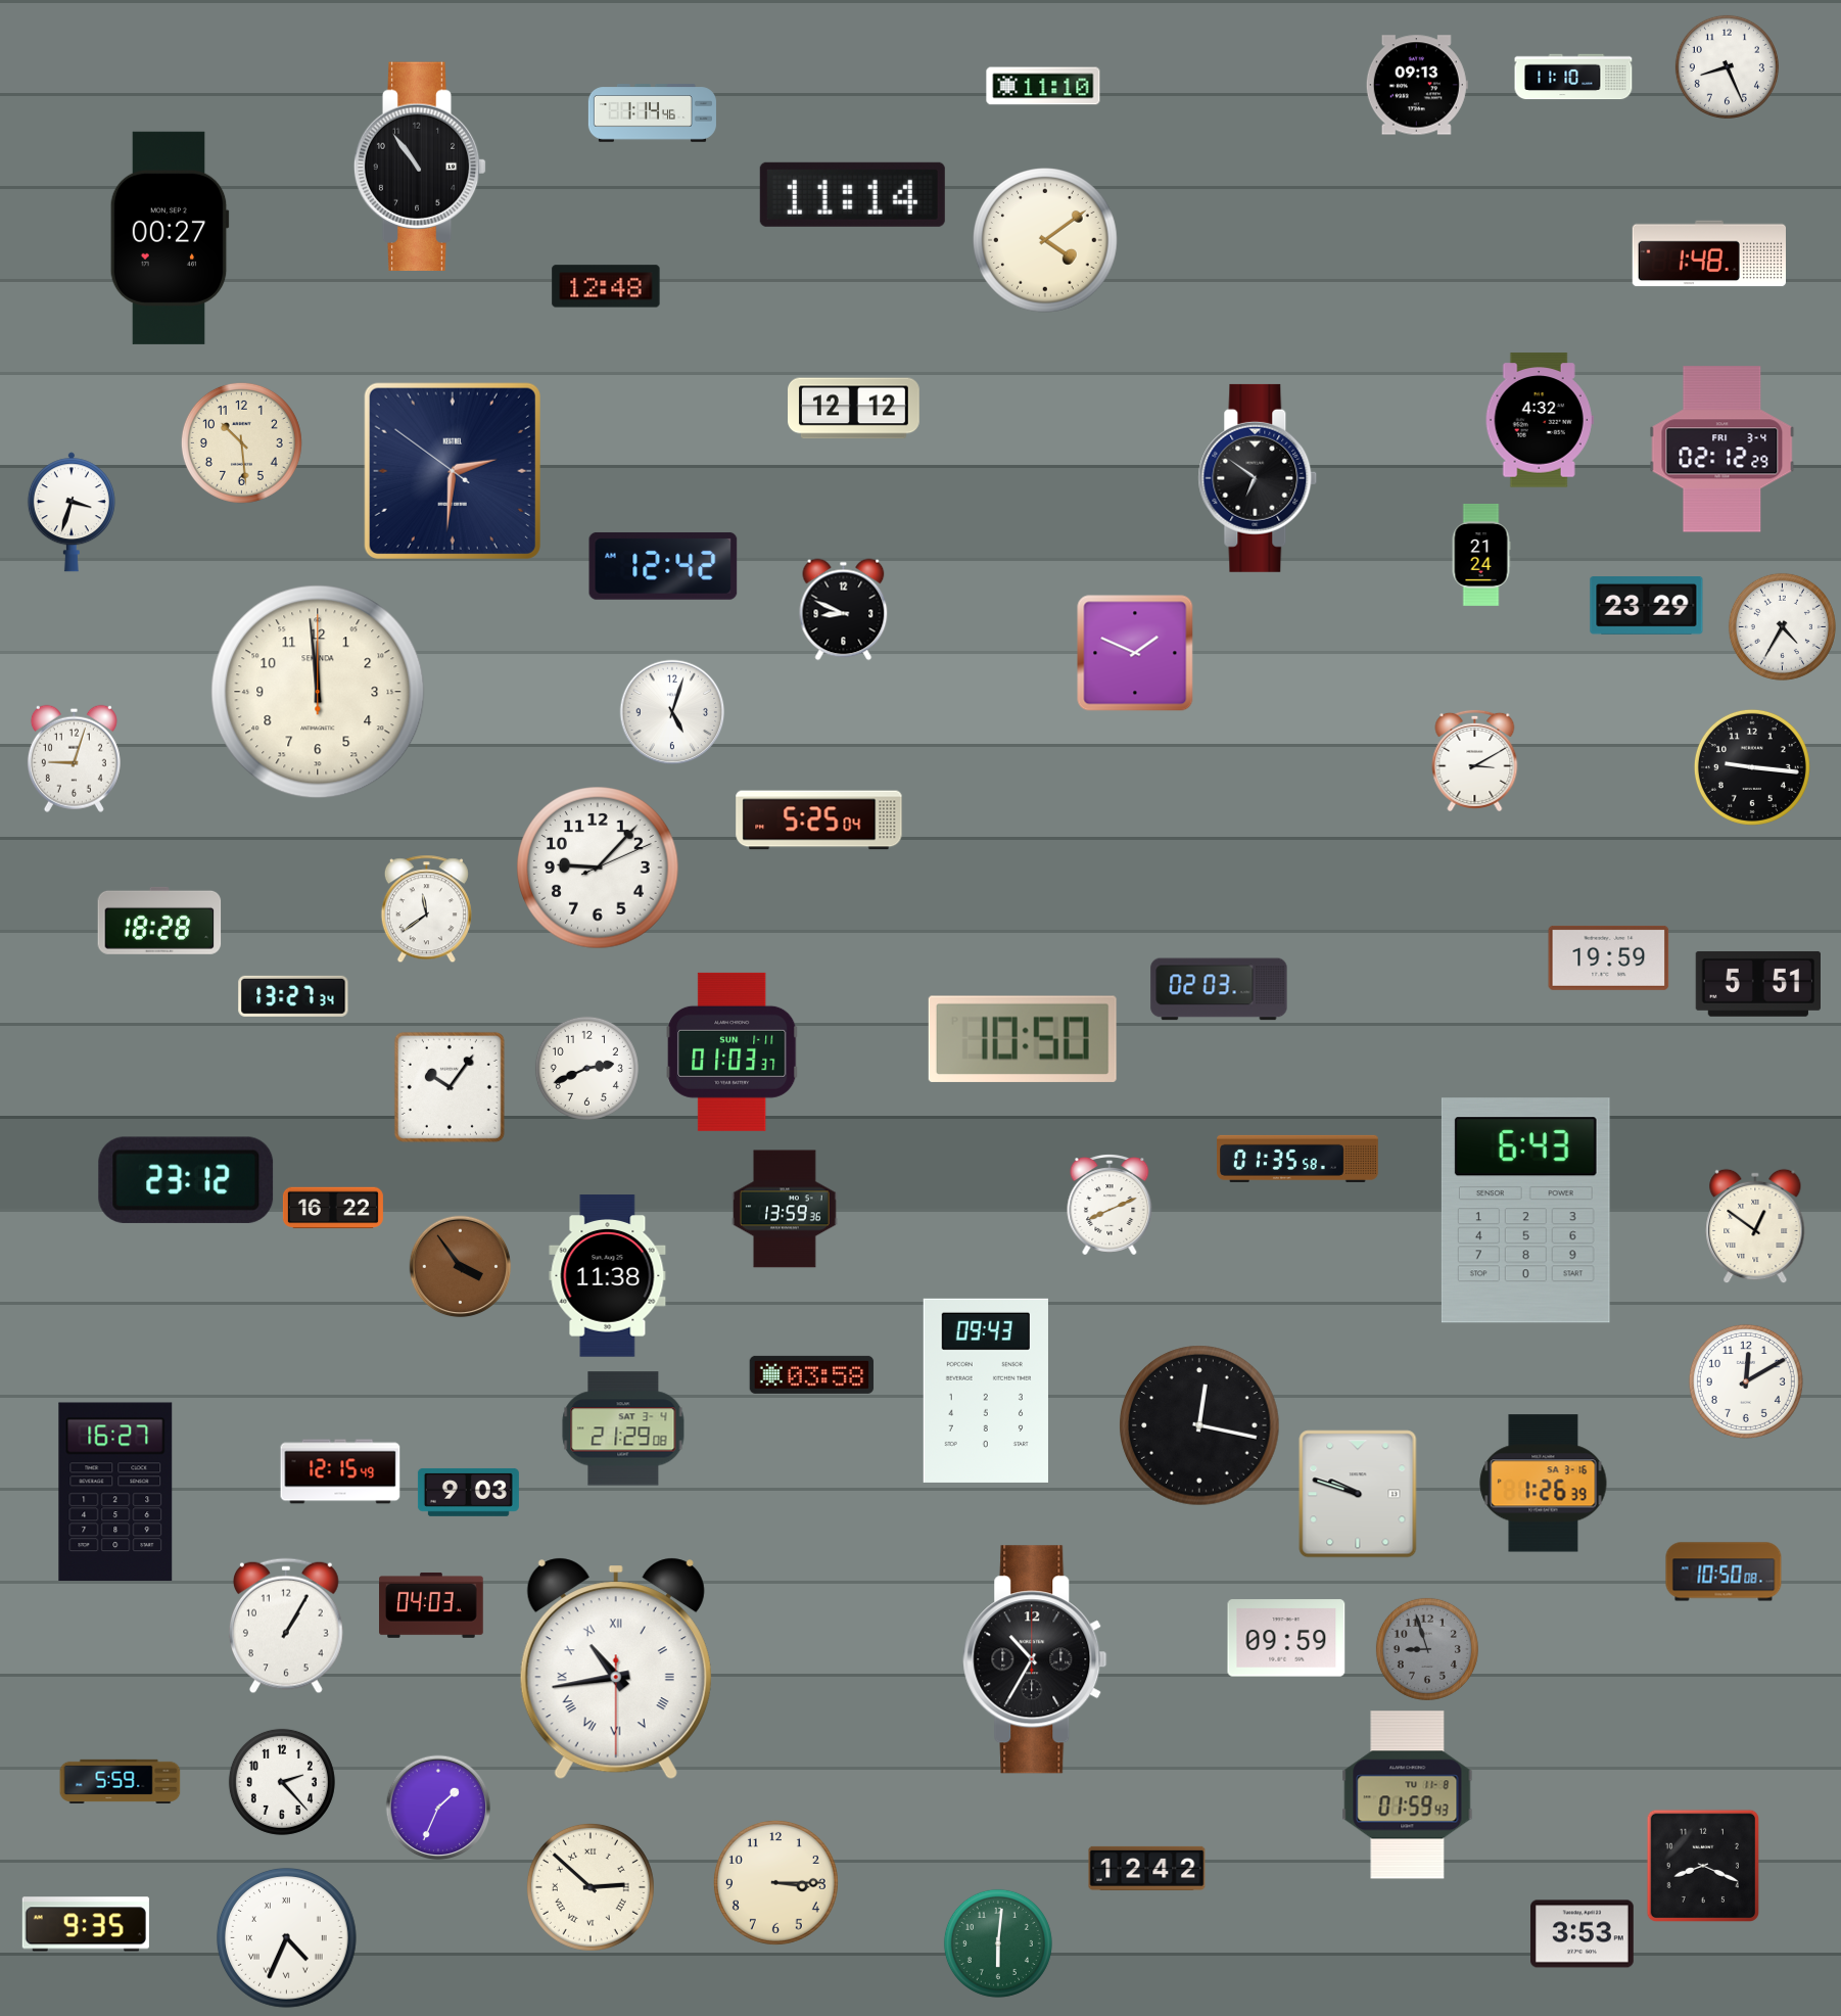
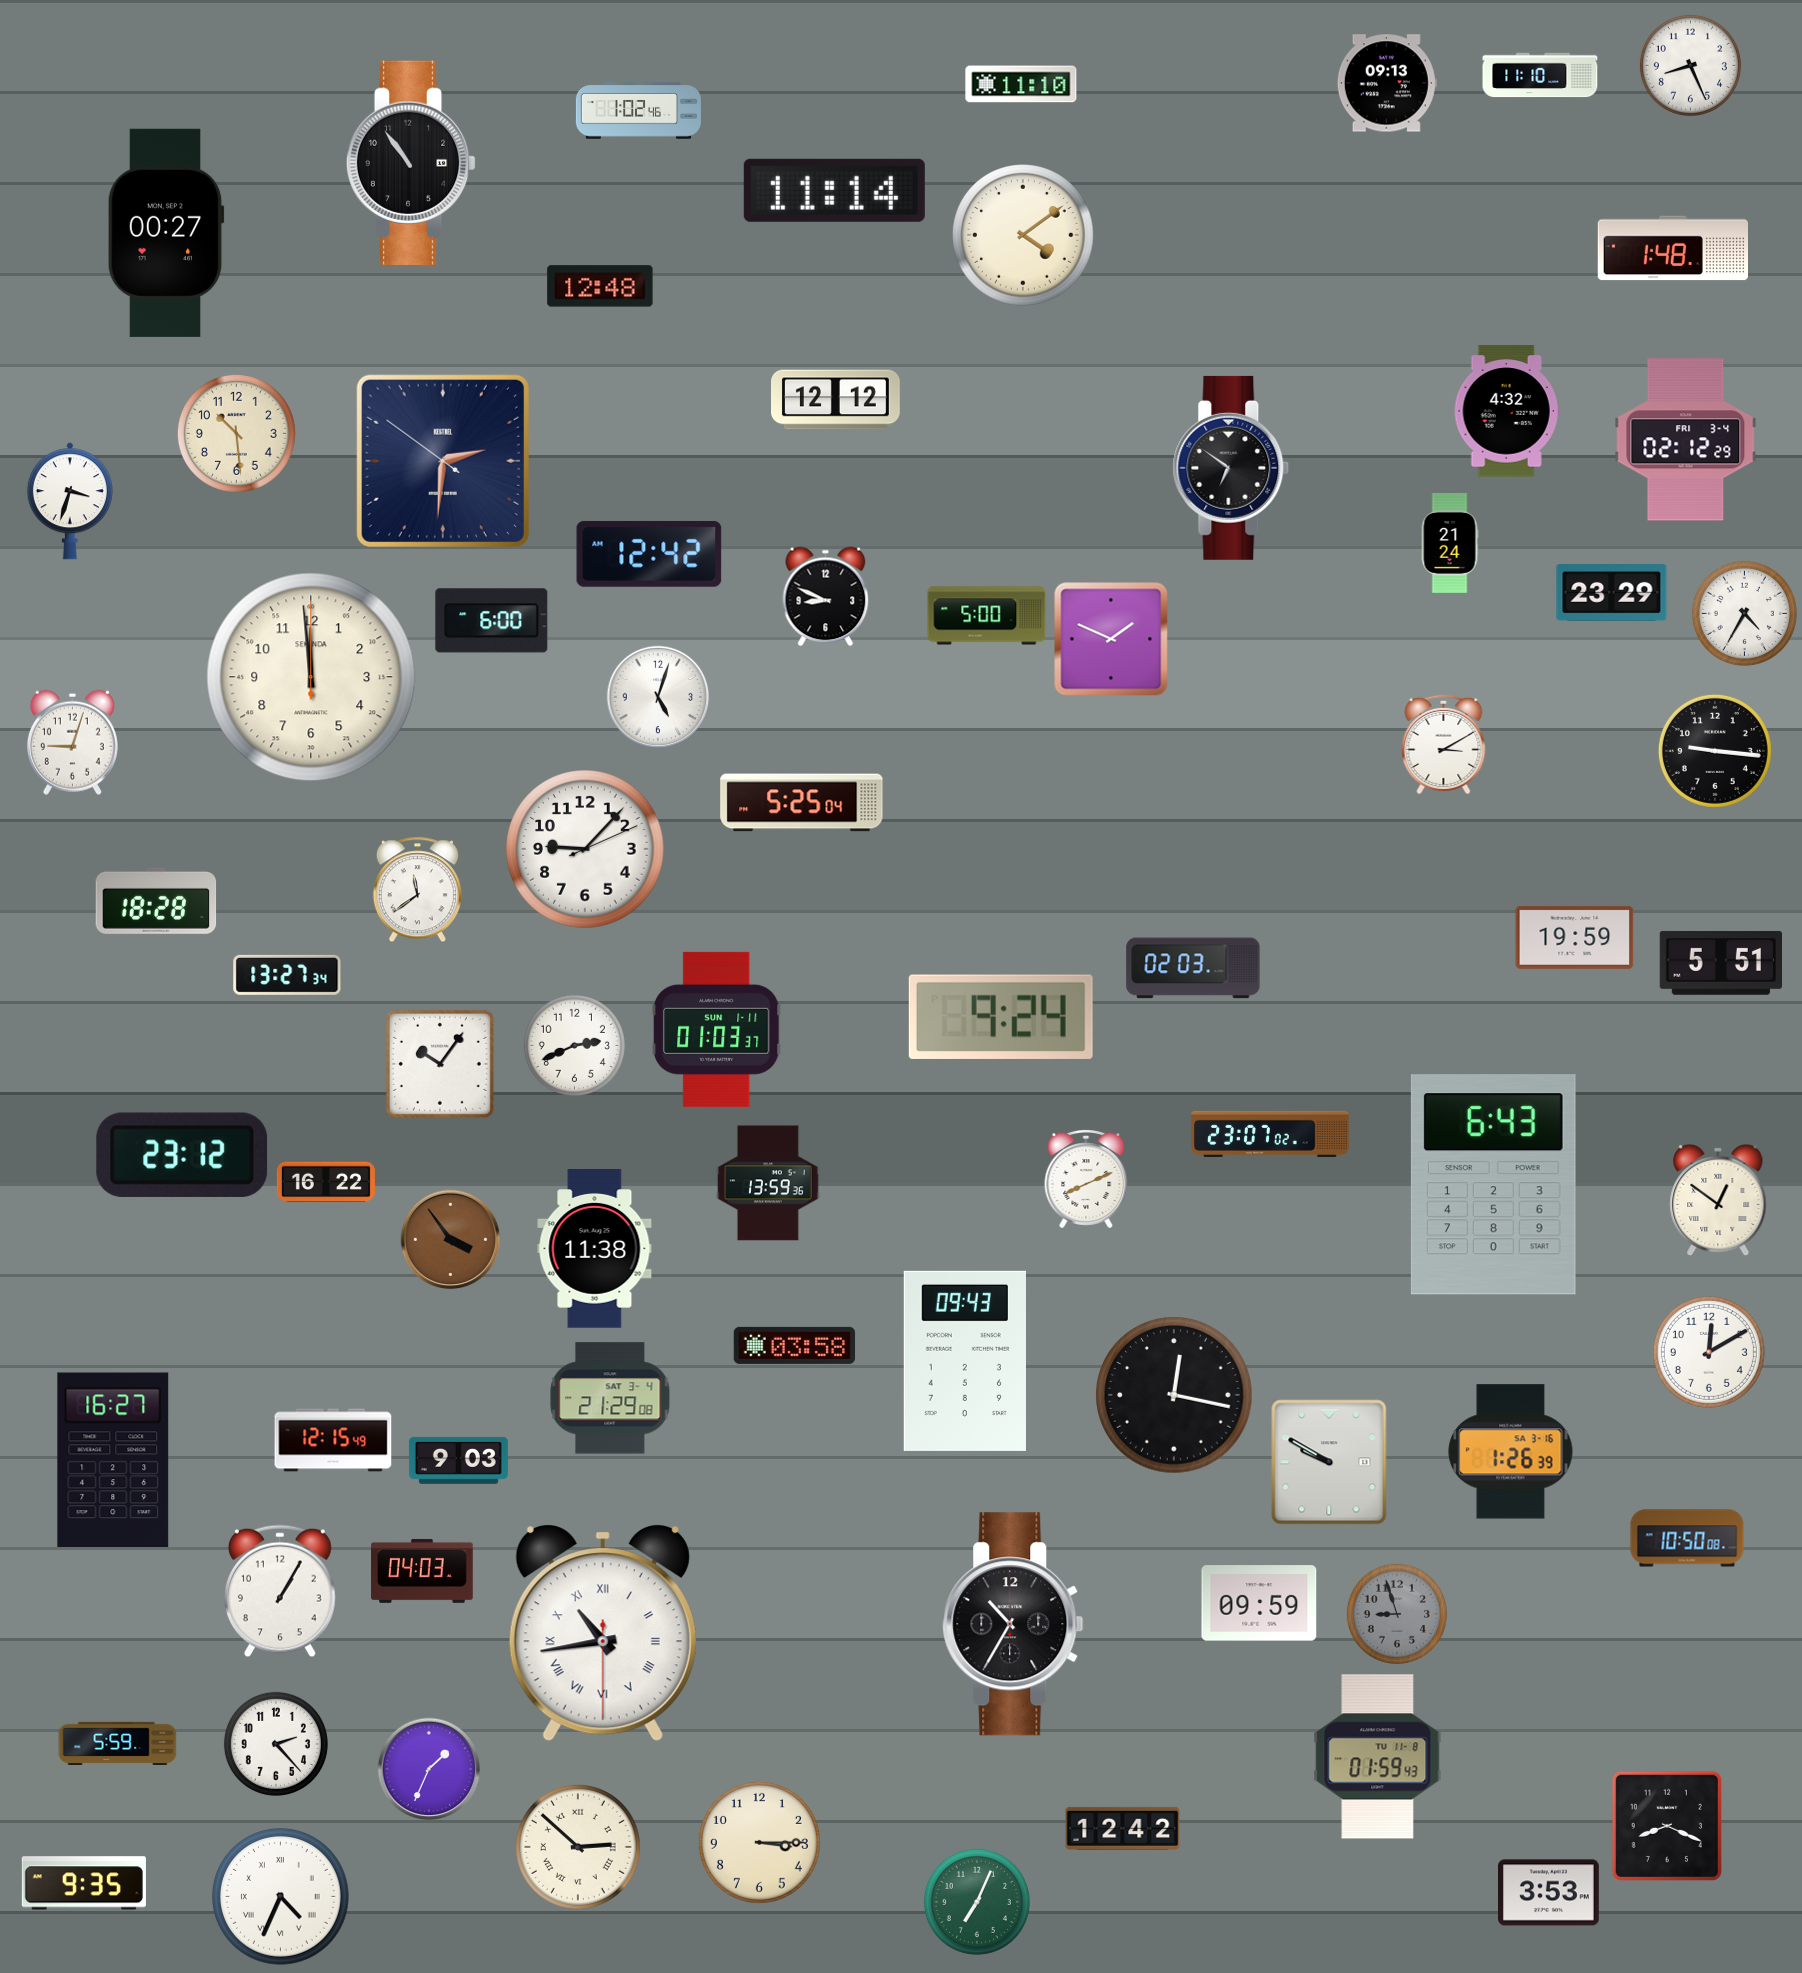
clock at (652, 113): 1:14 -> 1:02
clock at (606, 286) position: (606, 286) -> (600, 286)
clock at (987, 616): none -> 5:00
clock at (492, 621): none -> 6:00
clock at (1023, 1039): 10:50 -> 9:24
clock at (1297, 1159): 01:35 -> 23:07
clock at (1358, 1494): 9:48 -> 9:50
clock at (998, 1943): 6:01 -> 7:04
